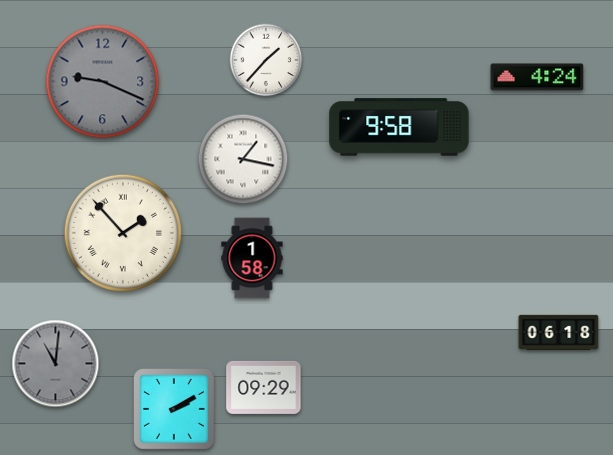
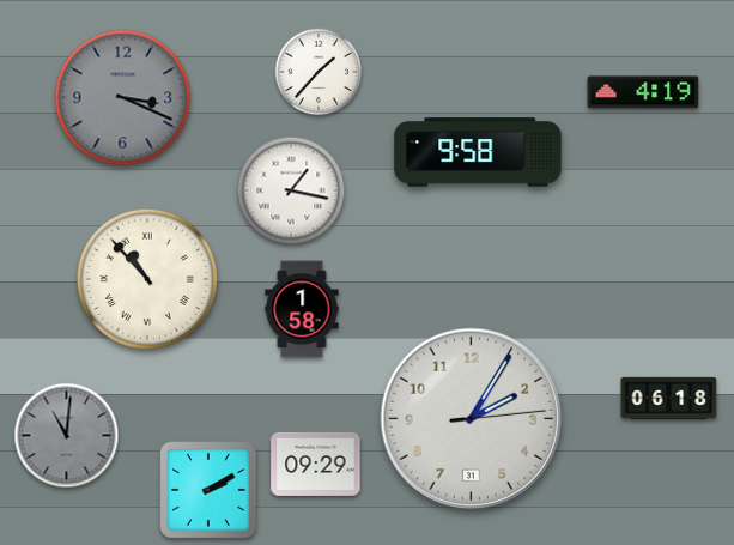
clock at (537, 77): 4:24 -> 4:19
clock at (103, 82): 9:19 -> 3:19
clock at (123, 233): 1:53 -> 10:53
clock at (472, 419): none -> 2:05
